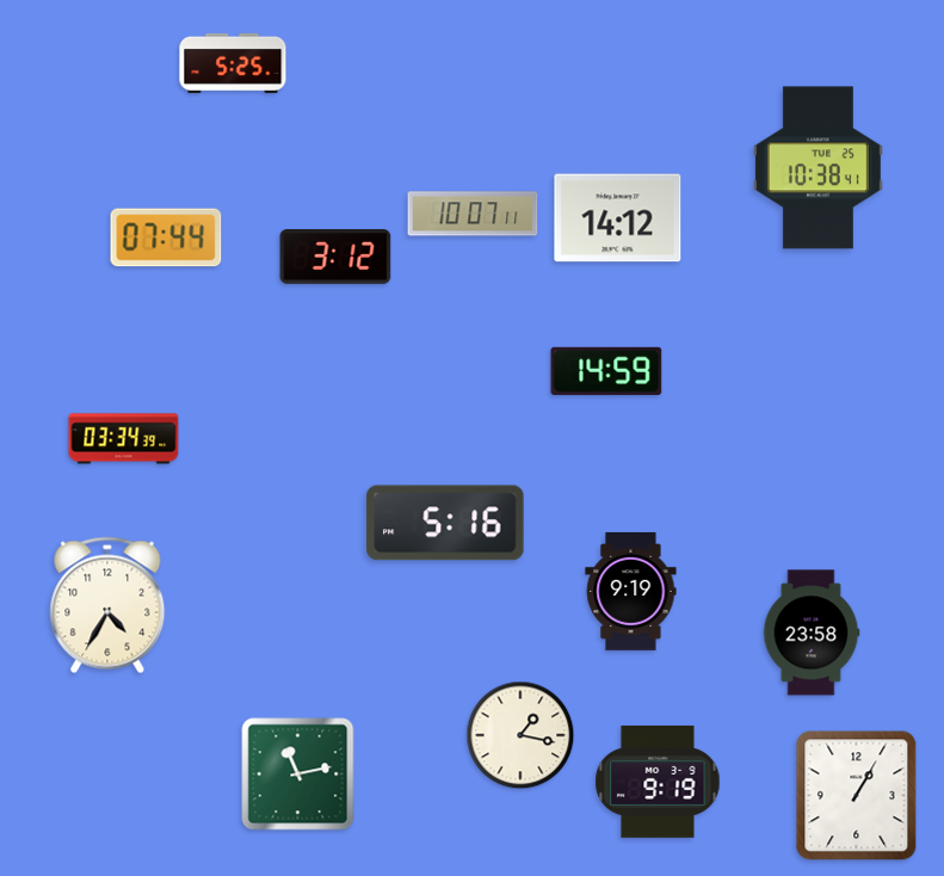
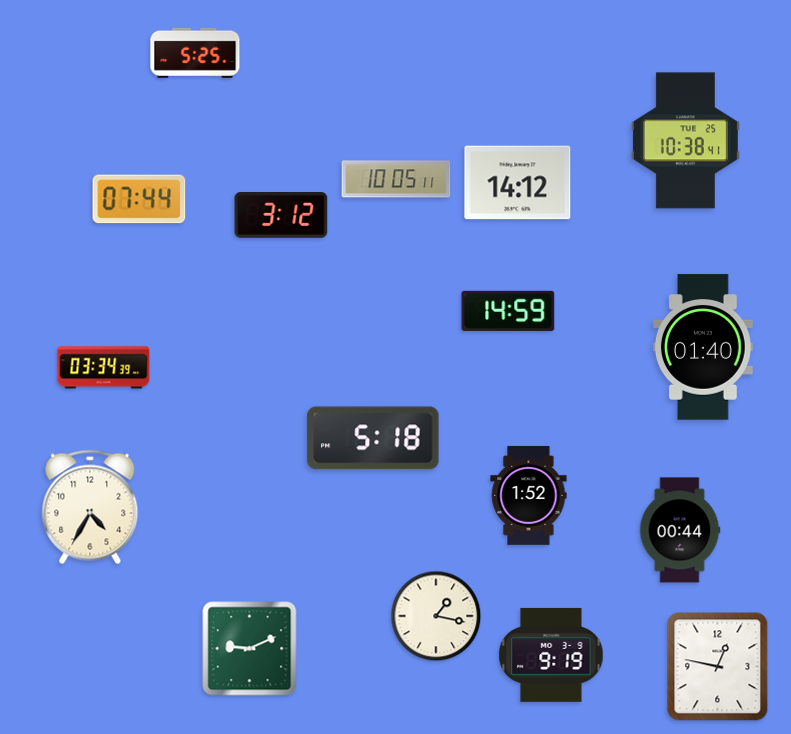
clock at (473, 214): 10:07 -> 10:05
clock at (703, 347): none -> 01:40
clock at (445, 523): 5:16 -> 5:18
clock at (631, 591): 9:19 -> 1:52
clock at (812, 633): 23:58 -> 00:44
clock at (298, 775): 11:13 -> 9:11
clock at (857, 796): 1:05 -> 12:47
